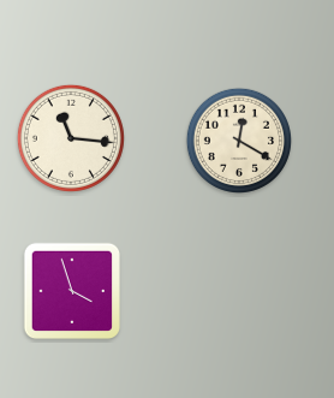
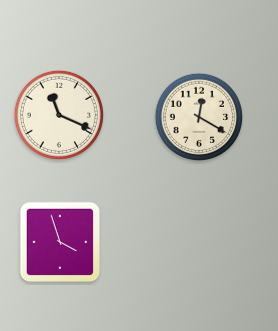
clock at (71, 138): 11:16 -> 11:19
